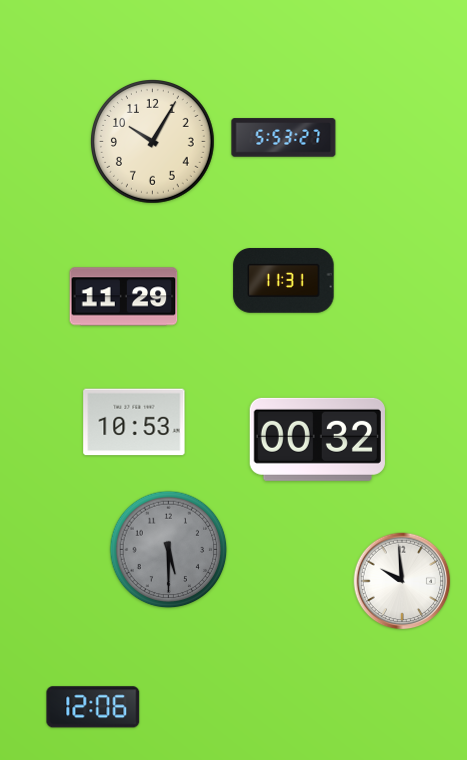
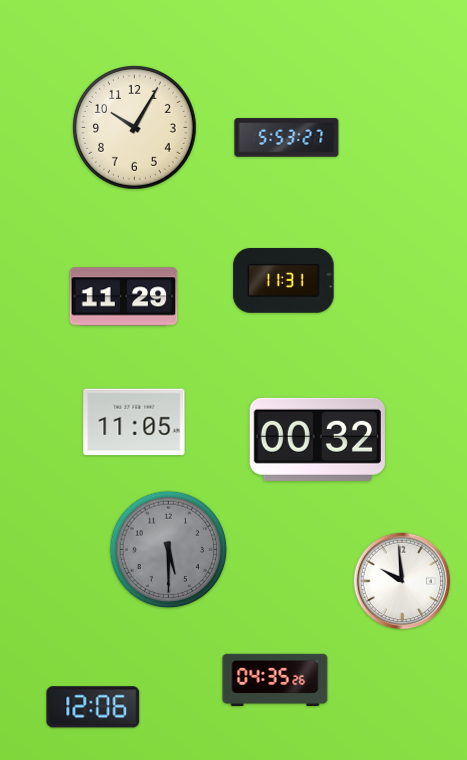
clock at (284, 138) position: (284, 138) -> (287, 138)
clock at (153, 142) position: (153, 142) -> (135, 128)
clock at (134, 422): 10:53 -> 11:05
clock at (275, 679): none -> 04:35
